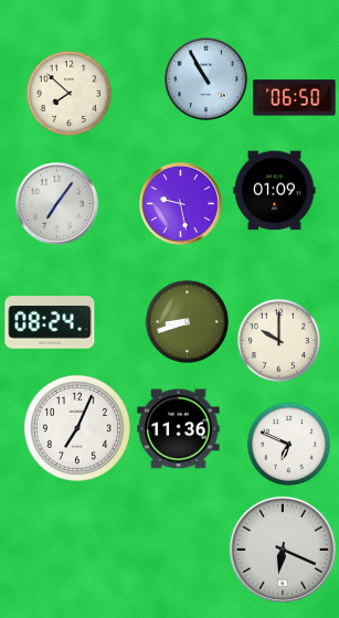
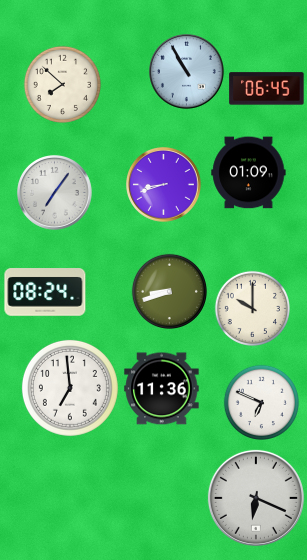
clock at (295, 98): 06:50 -> 06:45
clock at (57, 204) position: (57, 204) -> (55, 193)
clock at (181, 204): 9:28 -> 8:42
clock at (77, 428): 7:04 -> 6:59
